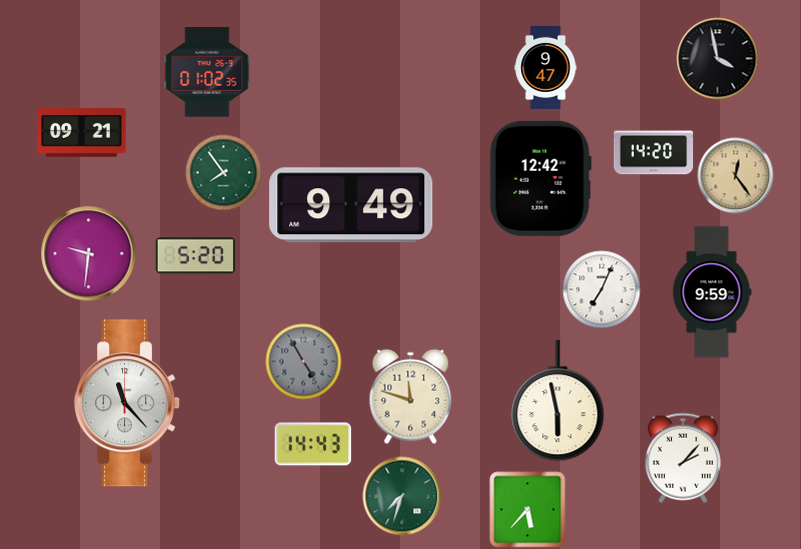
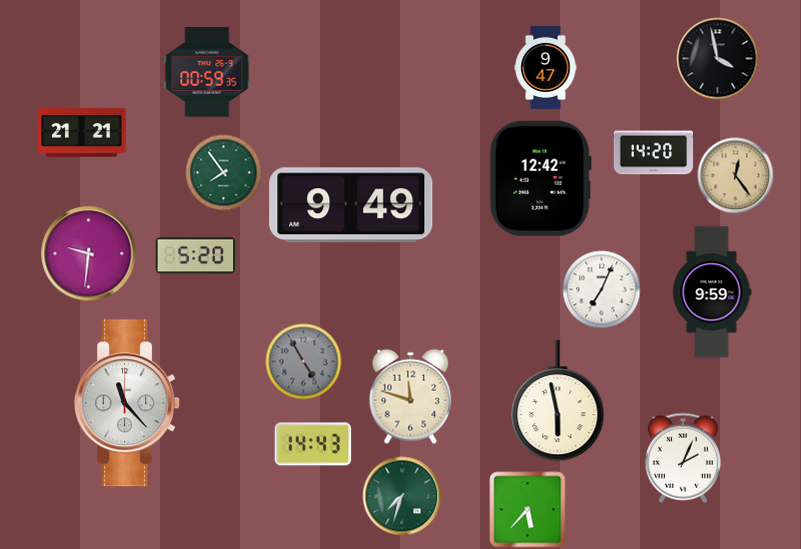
clock at (207, 72): 01:02 -> 00:59
clock at (82, 133): 09:21 -> 21:21
clock at (683, 458): 2:07 -> 2:04
